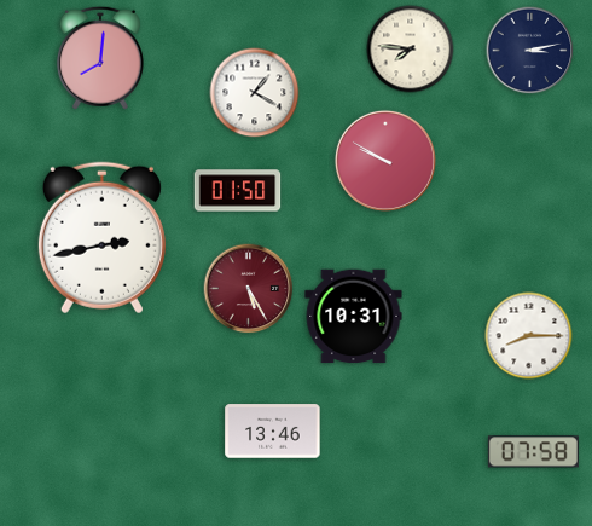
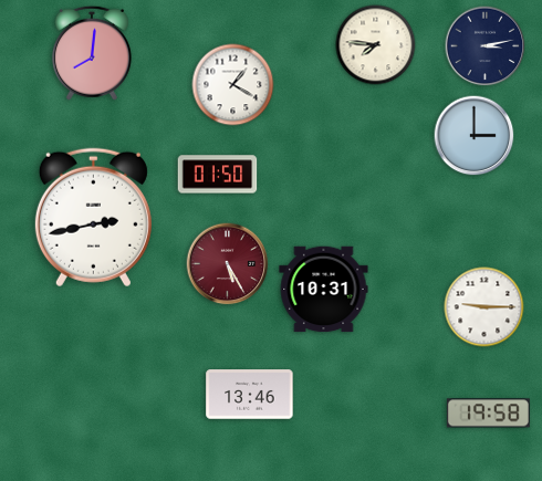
clock at (475, 136): none -> 3:00
clock at (385, 161): 9:50 -> none
clock at (529, 336): 8:15 -> 9:15
clock at (533, 452): 07:58 -> 19:58
